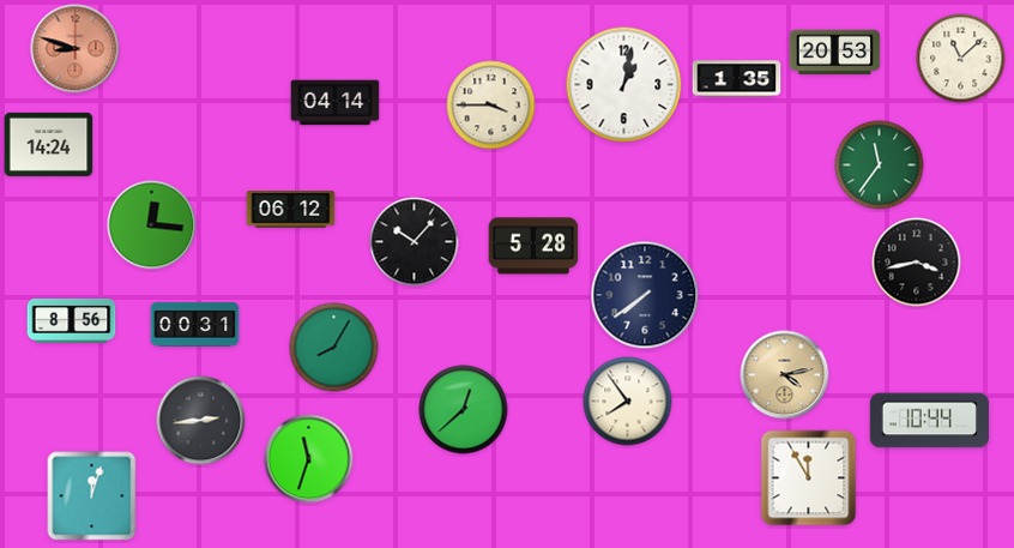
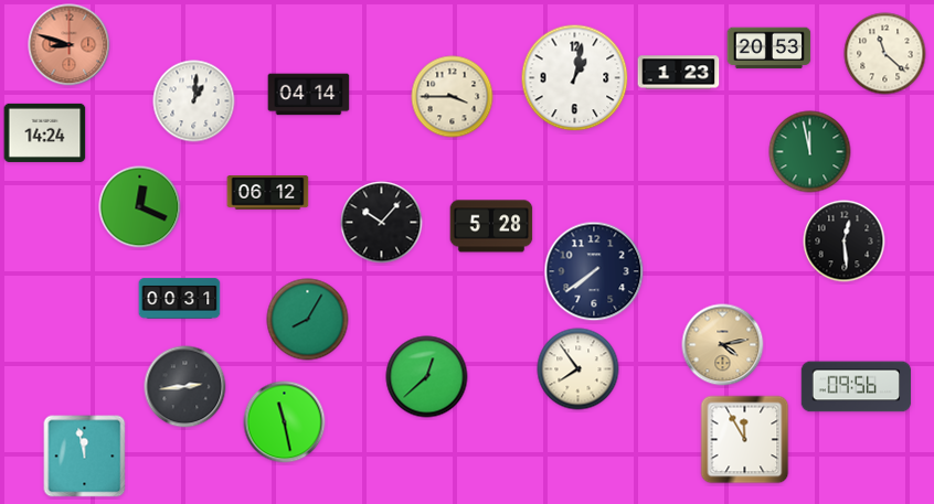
clock at (961, 59): 11:08 -> 11:22
clock at (737, 79): 1:35 -> 1:23
clock at (194, 101): none -> 1:01
clock at (880, 165): 11:36 -> 11:58
clock at (152, 225): 12:16 -> 12:19
clock at (917, 263): 3:43 -> 12:29
clock at (72, 320): 8:56 -> none
clock at (930, 421): 10:44 -> 09:56
clock at (309, 459): 11:33 -> 11:28
clock at (92, 496): 12:03 -> 11:58
